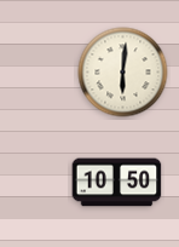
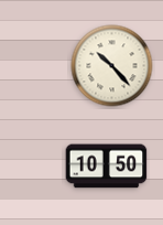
clock at (123, 73): 6:01 -> 10:23
